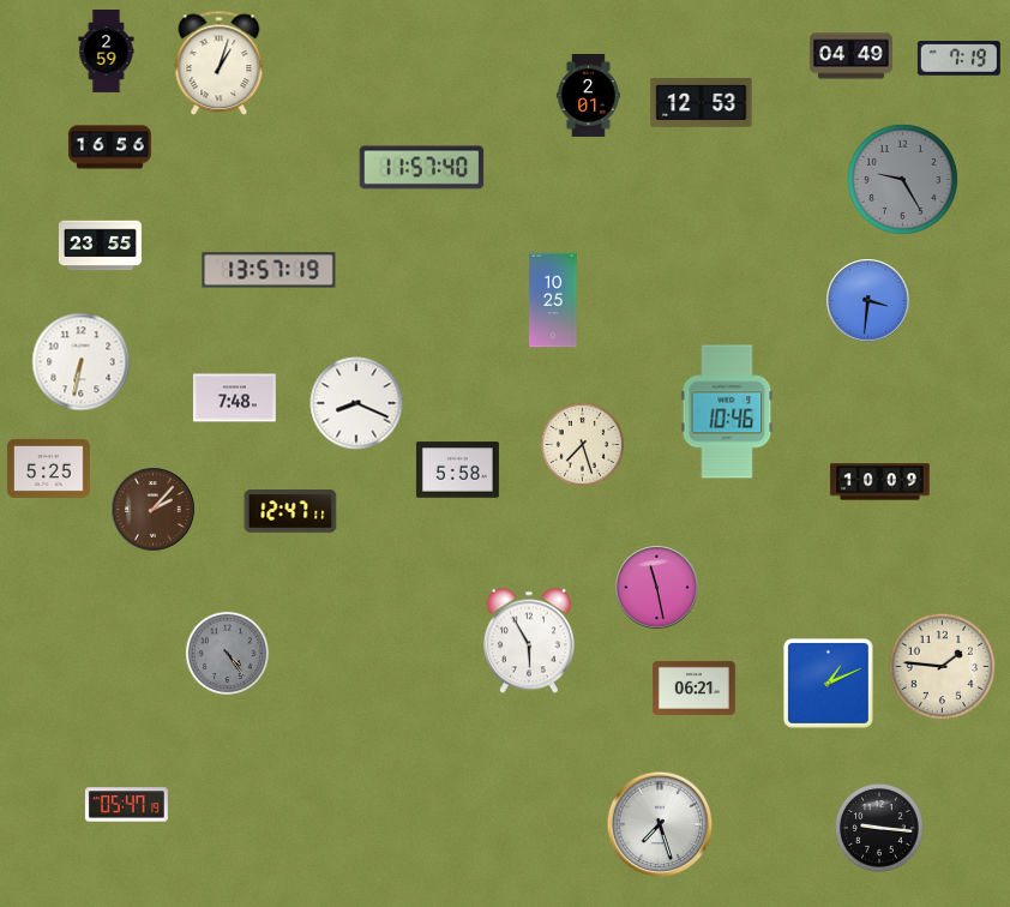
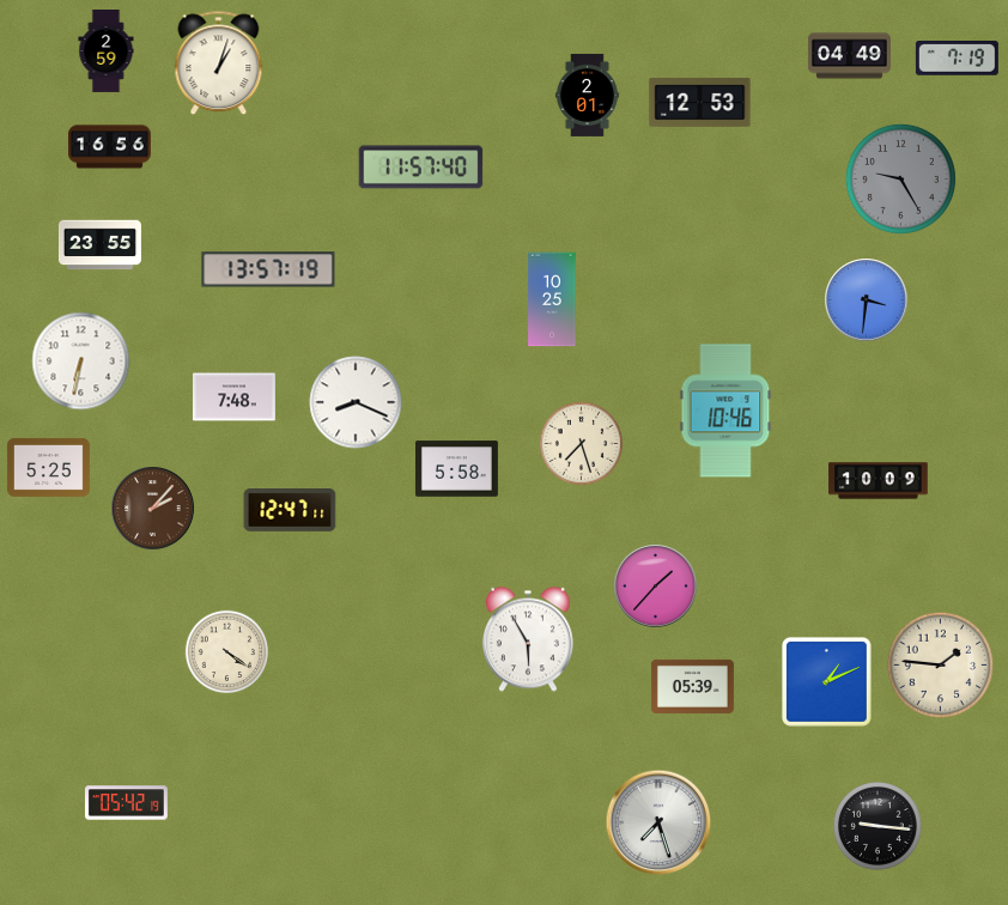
clock at (657, 588): 11:28 -> 1:37
clock at (228, 654): 4:24 -> 4:21
clock at (228, 654) dial: grey -> cream
clock at (693, 687): 06:21 -> 05:39
clock at (126, 805): 05:47 -> 05:42
